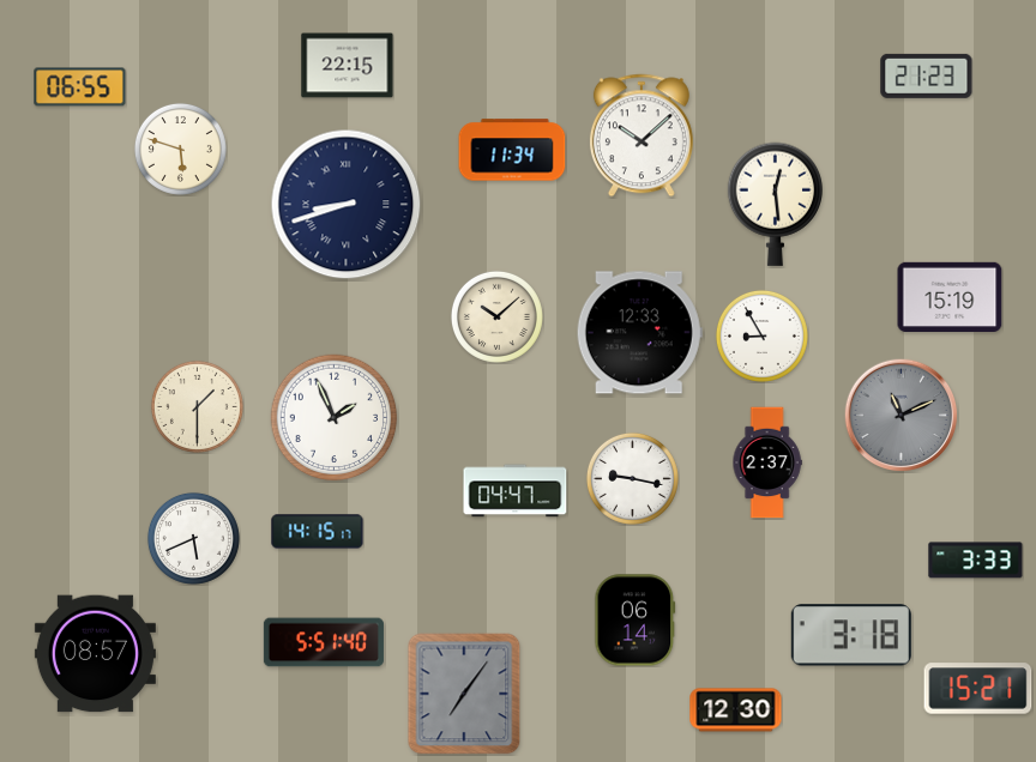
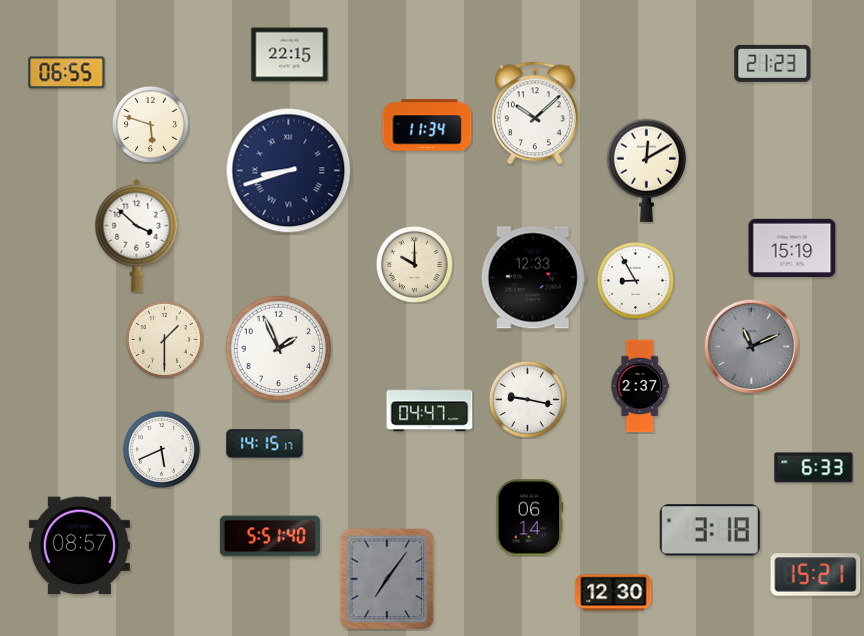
clock at (775, 204): 12:29 -> 12:10
clock at (137, 235): none -> 3:52
clock at (496, 316): 10:08 -> 10:00
clock at (976, 561): 3:33 -> 6:33
